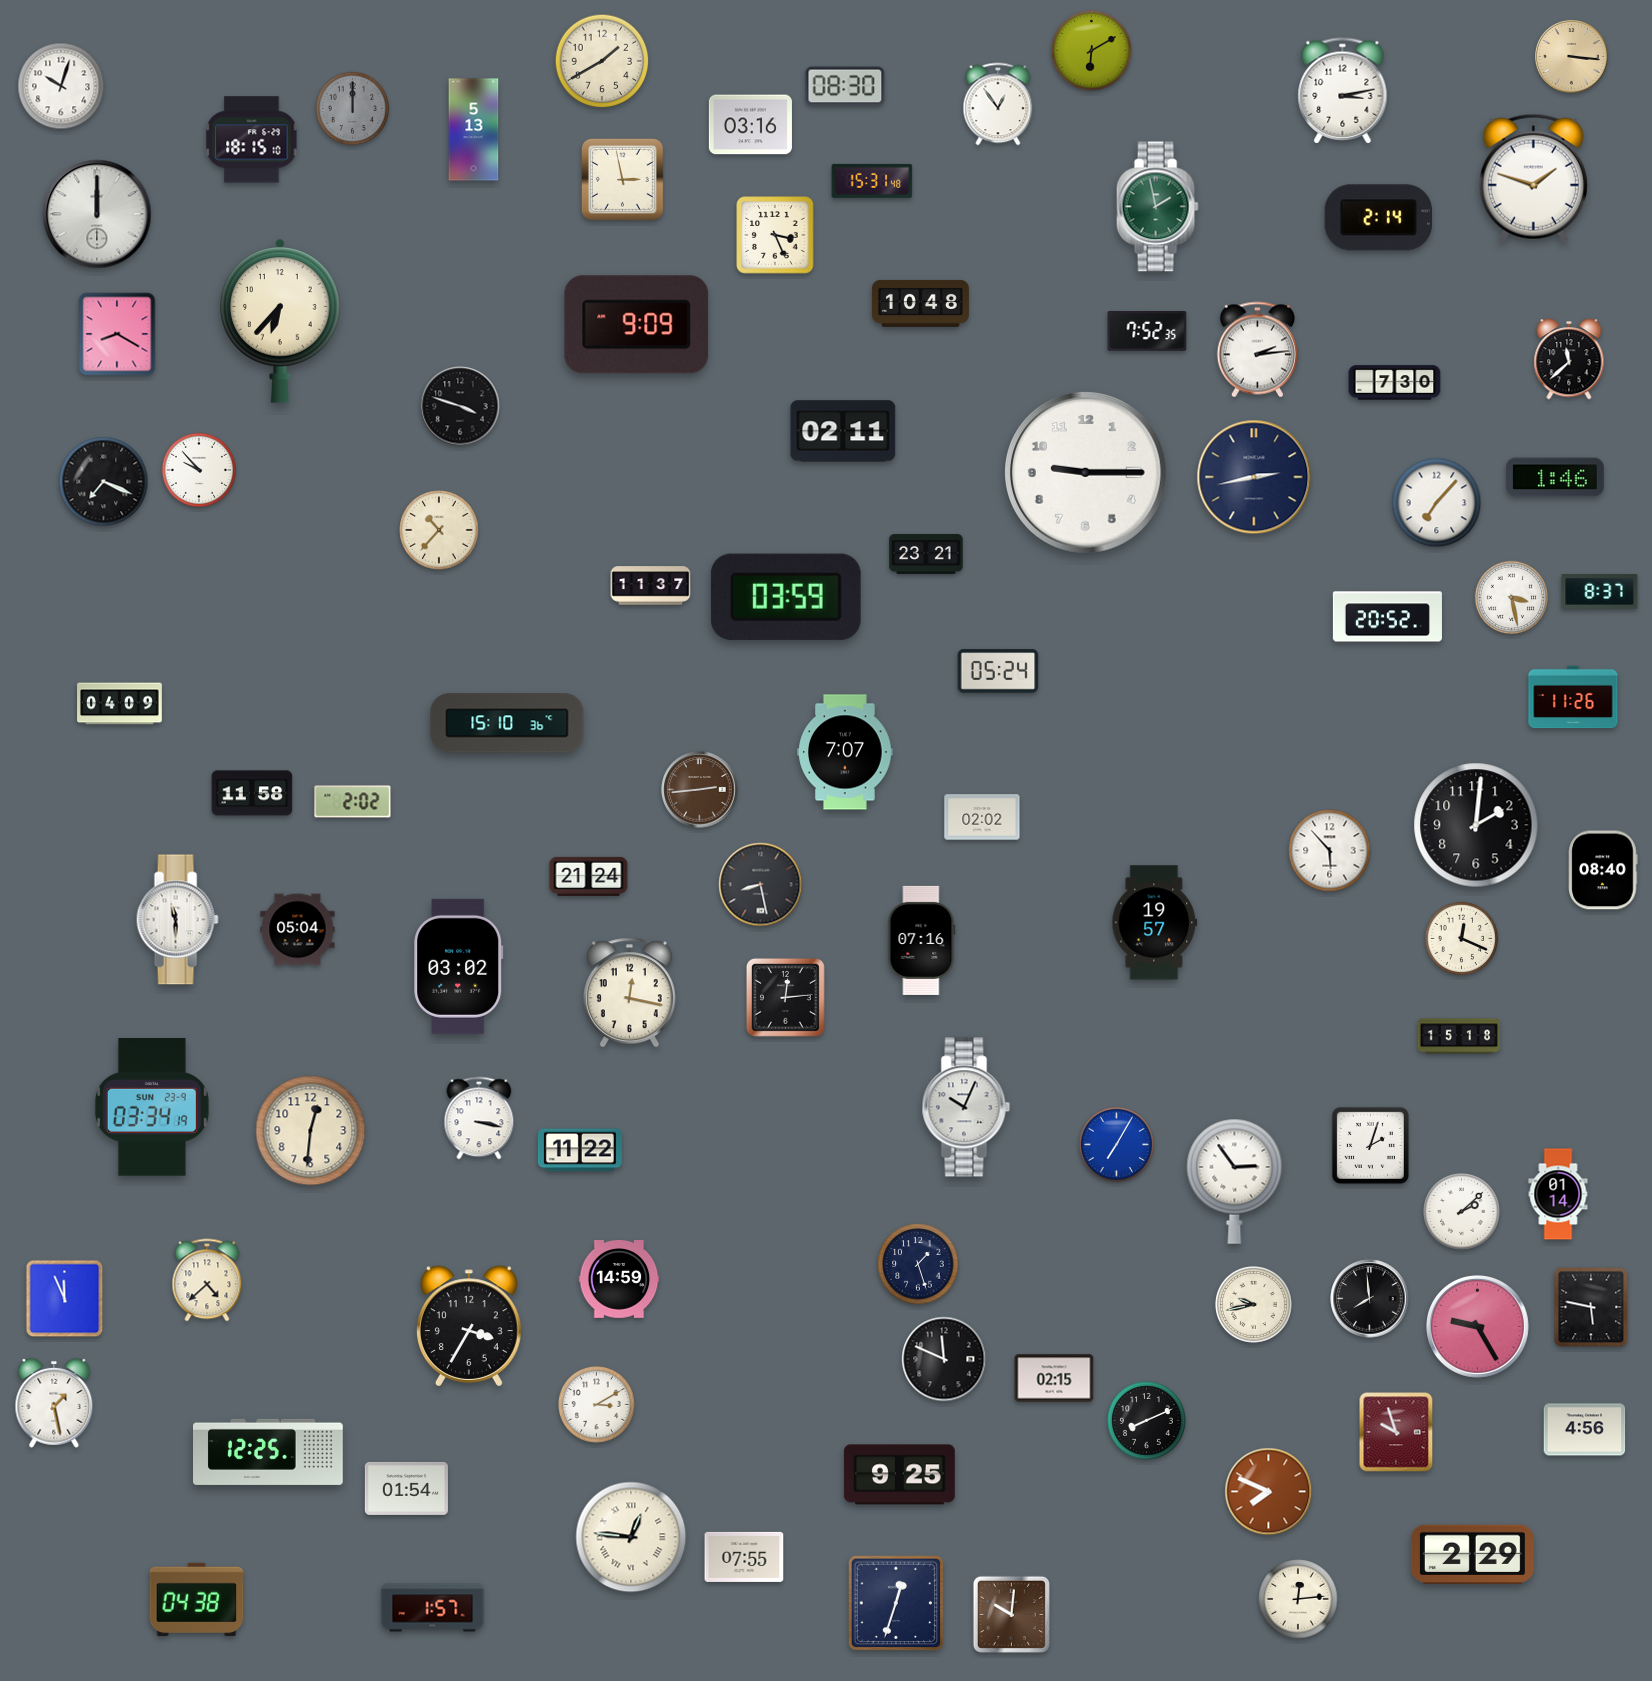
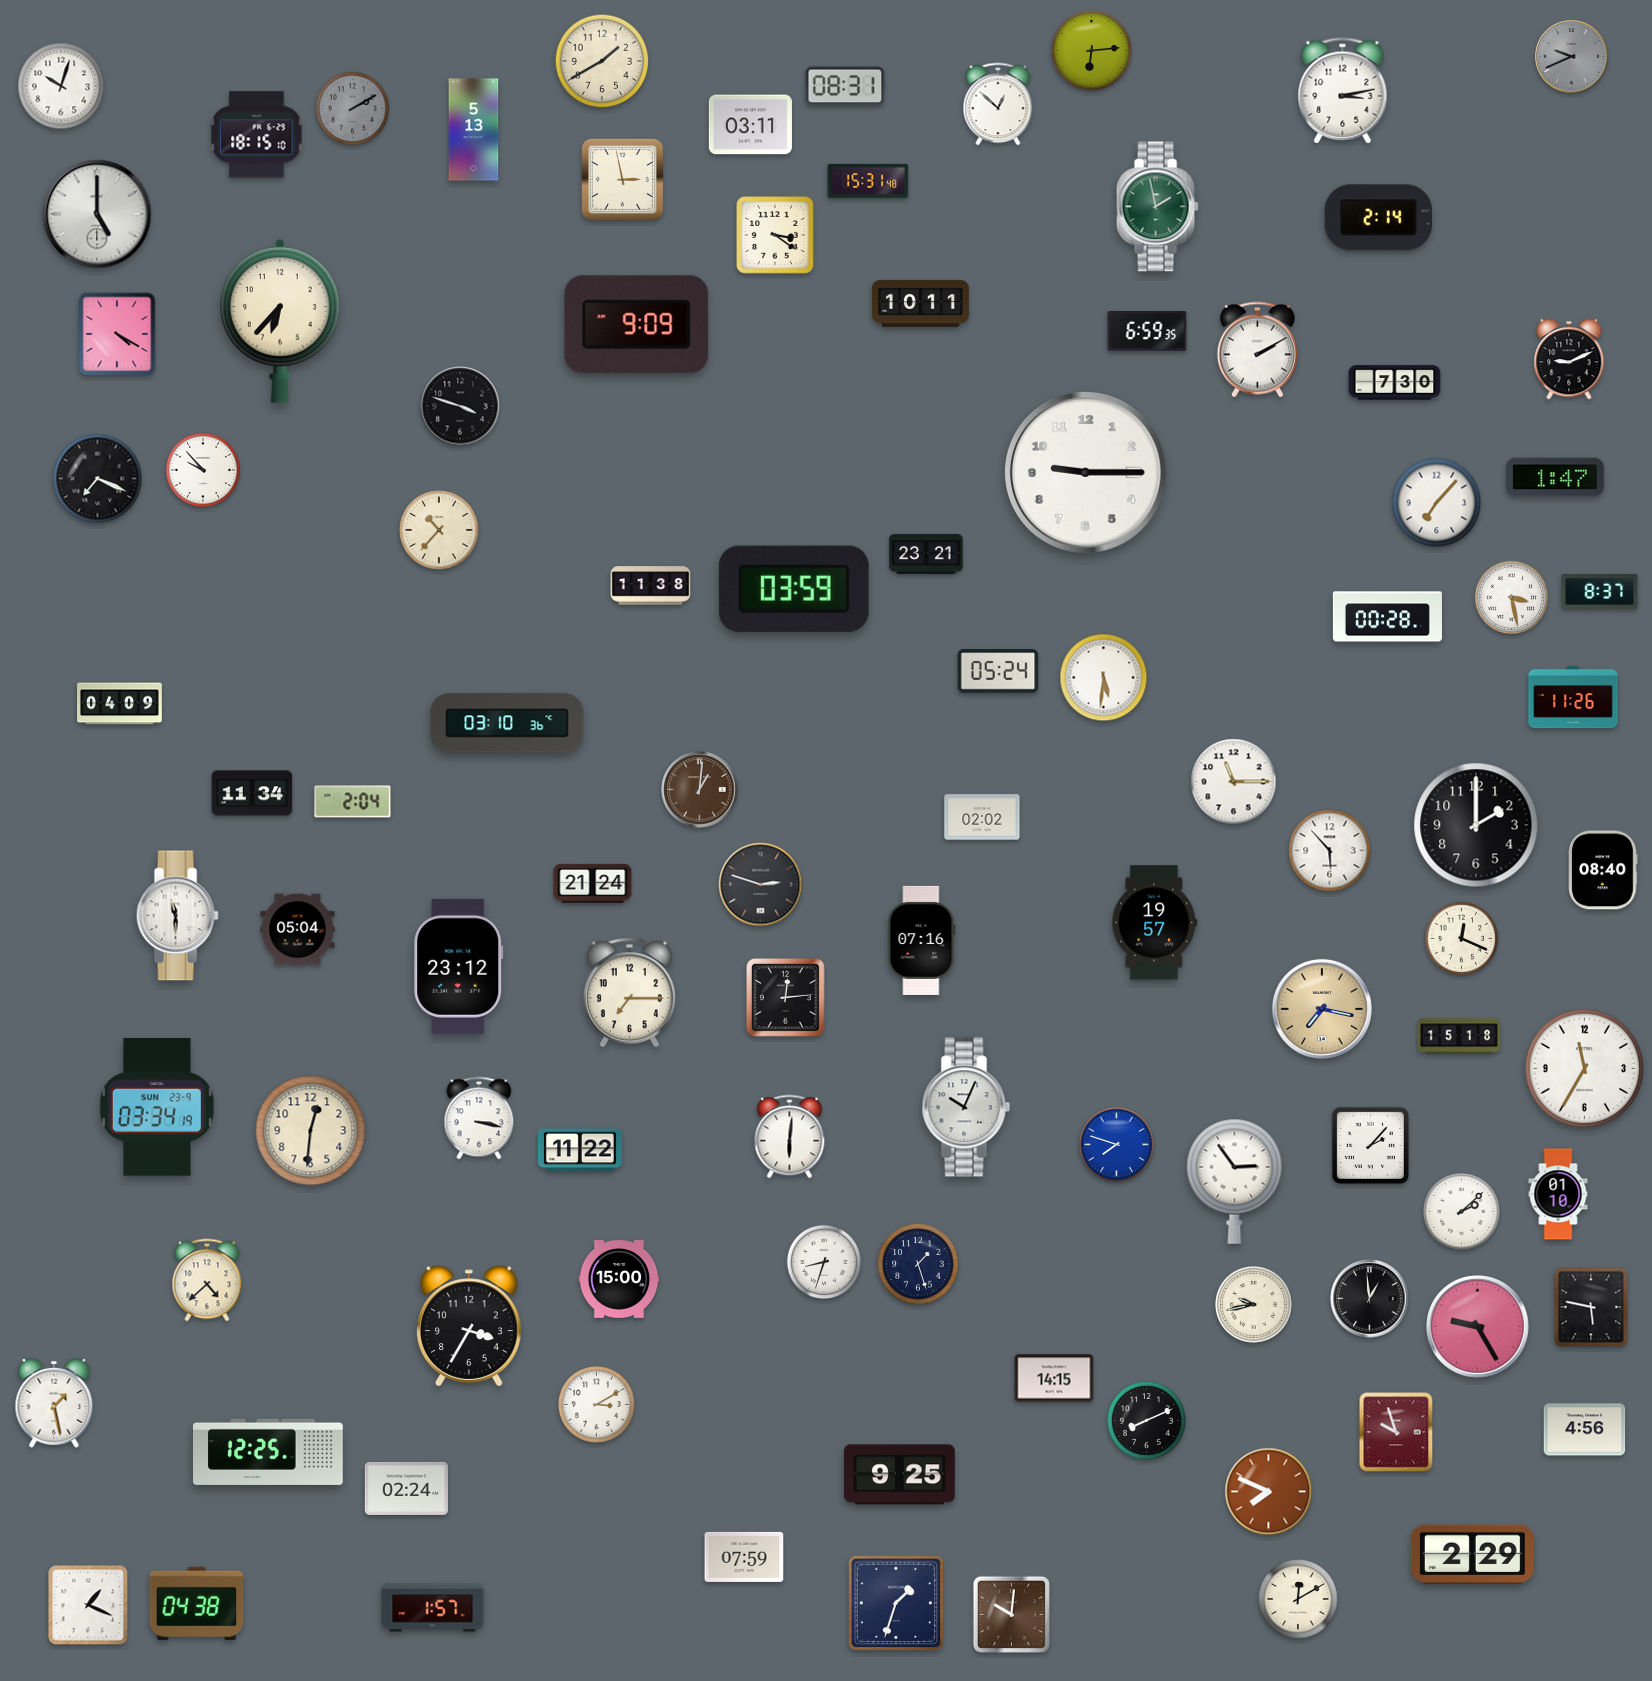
clock at (1092, 51): 6:10 -> 6:14
clock at (1572, 57): 3:16 -> 9:41
clock at (1572, 57) dial: champagne -> grey
clock at (845, 86): 08:30 -> 08:31
clock at (998, 104): 12:54 -> 12:52
clock at (353, 109): 12:00 -> 2:10
clock at (750, 125): 03:16 -> 03:11
clock at (252, 140) position: (252, 140) -> (257, 135)
clock at (1533, 178): 1:48 -> none
clock at (872, 181) position: (872, 181) -> (868, 181)
clock at (97, 214): 12:00 -> 5:00
clock at (775, 235): 3:26 -> 3:21
clock at (920, 303): 10:48 -> 10:11
clock at (1147, 332): 7:52 -> 6:59
clock at (117, 334): 8:20 -> 4:20
clock at (1257, 350): 2:14 -> 2:10
clock at (1569, 359): 11:38 -> 9:11
clock at (843, 431): 02:11 -> none
clock at (198, 469) position: (198, 469) -> (202, 469)
clock at (1254, 477): 2:43 -> none
clock at (1555, 477): 1:46 -> 1:47
clock at (104, 482) position: (104, 482) -> (98, 479)
clock at (651, 586): 11:37 -> 11:38
clock at (786, 597) position: (786, 597) -> (794, 589)
clock at (1387, 617): 20:52 -> 00:28
clock at (1104, 678): none -> 5:31
clock at (507, 723): 15:10 -> 03:10
clock at (845, 752): 7:07 -> none
clock at (1234, 782): none -> 11:15
clock at (700, 790): 2:44 -> 1:01
clock at (252, 793): 11:58 -> 11:34
clock at (353, 802): 2:02 -> 2:04
clock at (1476, 825): 2:01 -> 2:00
clock at (589, 876) position: (589, 876) -> (593, 883)
clock at (761, 885): 8:28 -> 2:48
clock at (177, 920) position: (177, 920) -> (177, 916)
clock at (459, 966): 03:02 -> 23:12
clock at (629, 993): 12:17 -> 7:15
clock at (1322, 1009): none -> 7:17
clock at (1584, 1068): none -> 11:35
clock at (152, 1107) position: (152, 1107) -> (157, 1107)
clock at (790, 1137): none -> 6:01
clock at (1116, 1144): 7:05 -> 7:48
clock at (1370, 1145): 2:03 -> 2:07
clock at (1558, 1194): 01:14 -> 01:10
clock at (823, 1261): none -> 8:33
clock at (619, 1280): 14:59 -> 15:00
clock at (65, 1299): 11:56 -> none
clock at (1370, 1299): 7:59 -> 12:59
clock at (944, 1359): 11:49 -> none
clock at (1054, 1378): 02:15 -> 14:15
clock at (406, 1488): 01:54 -> 02:24
clock at (631, 1537): 12:46 -> none
clock at (744, 1557): 07:55 -> 07:59
clock at (197, 1599) position: (197, 1599) -> (197, 1603)
clock at (1298, 1599): 12:14 -> 12:10
clock at (896, 1603): 12:33 -> 1:33
clock at (88, 1605): none -> 1:19
